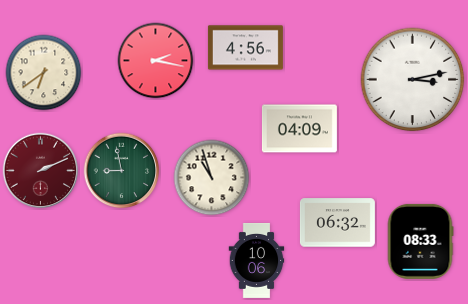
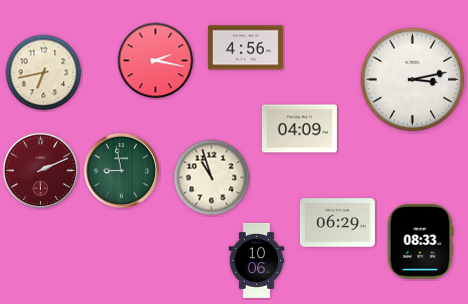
clock at (44, 73): 6:39 -> 6:43
clock at (337, 223): 06:32 -> 06:29
